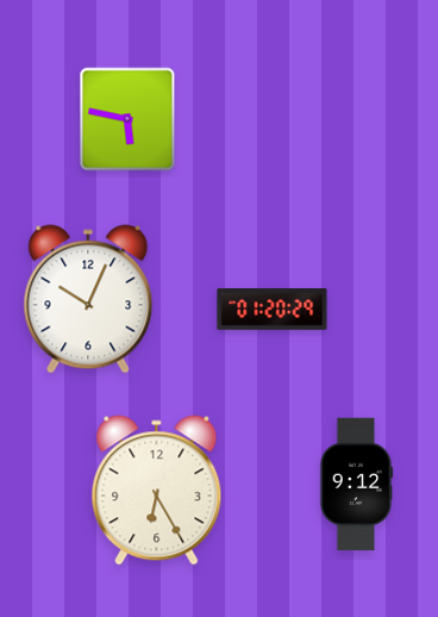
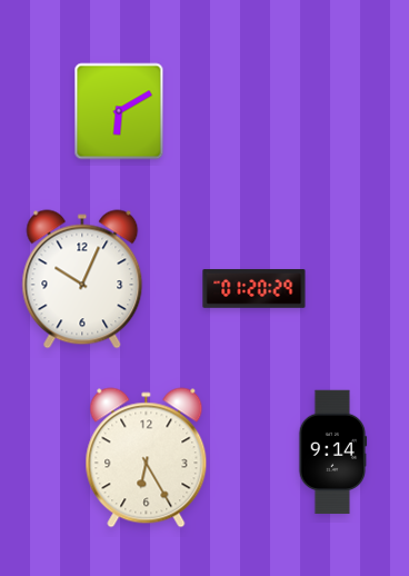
clock at (127, 119): 5:47 -> 6:10
clock at (356, 485): 9:12 -> 9:14
